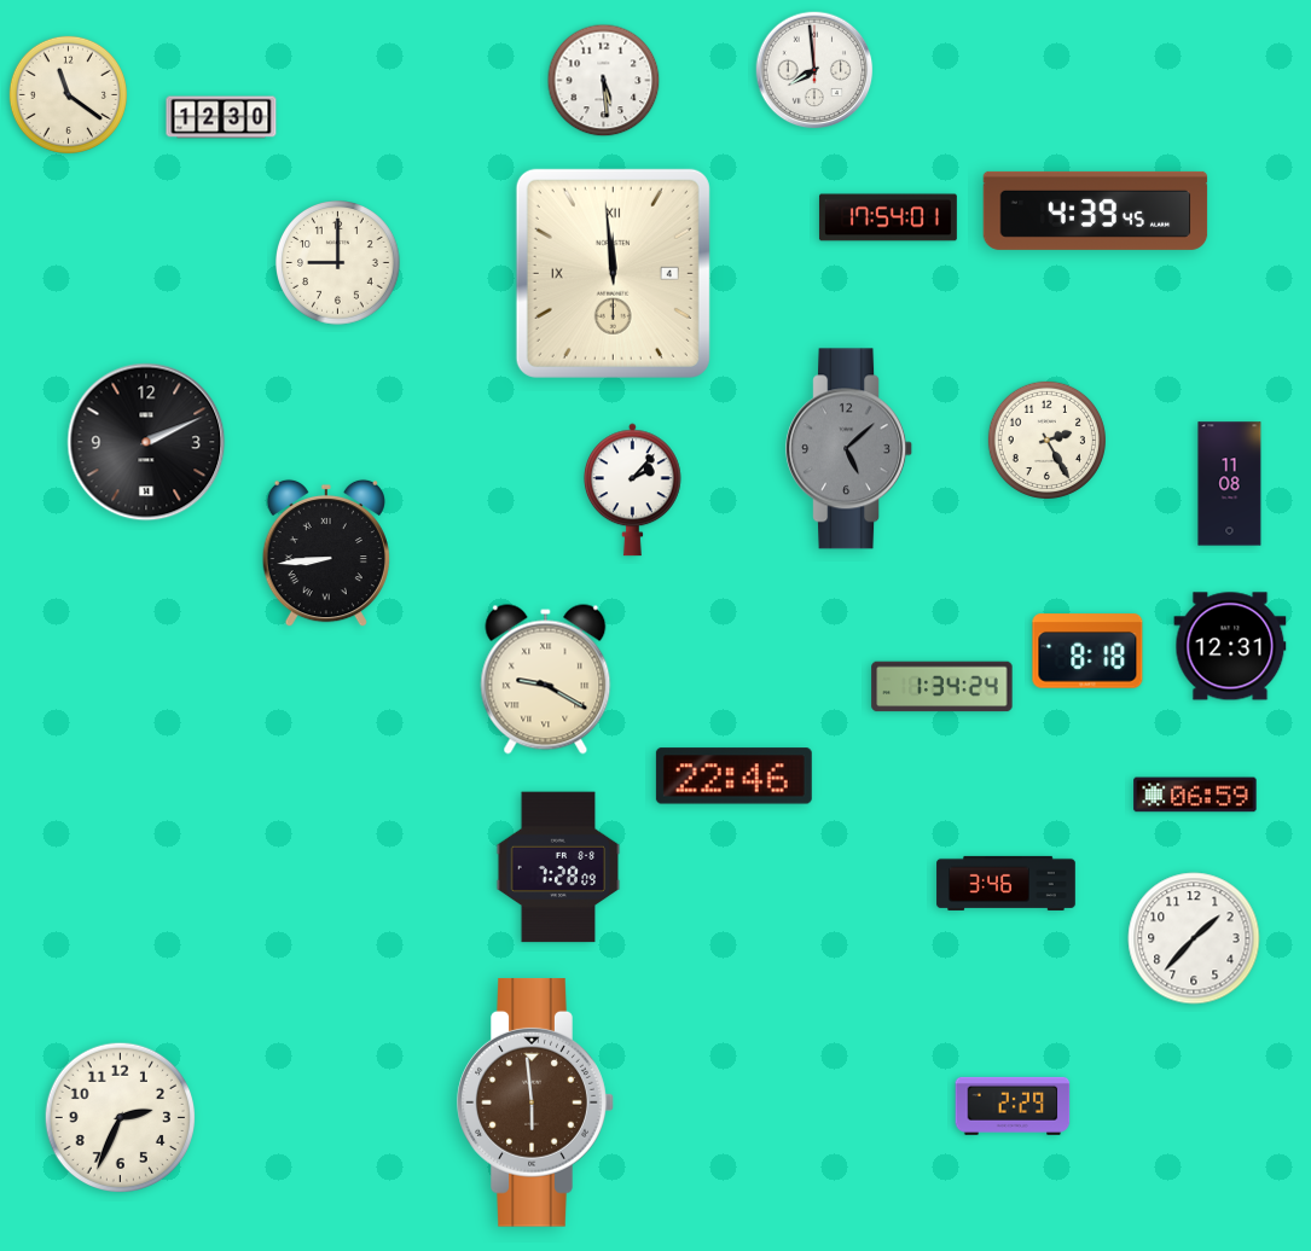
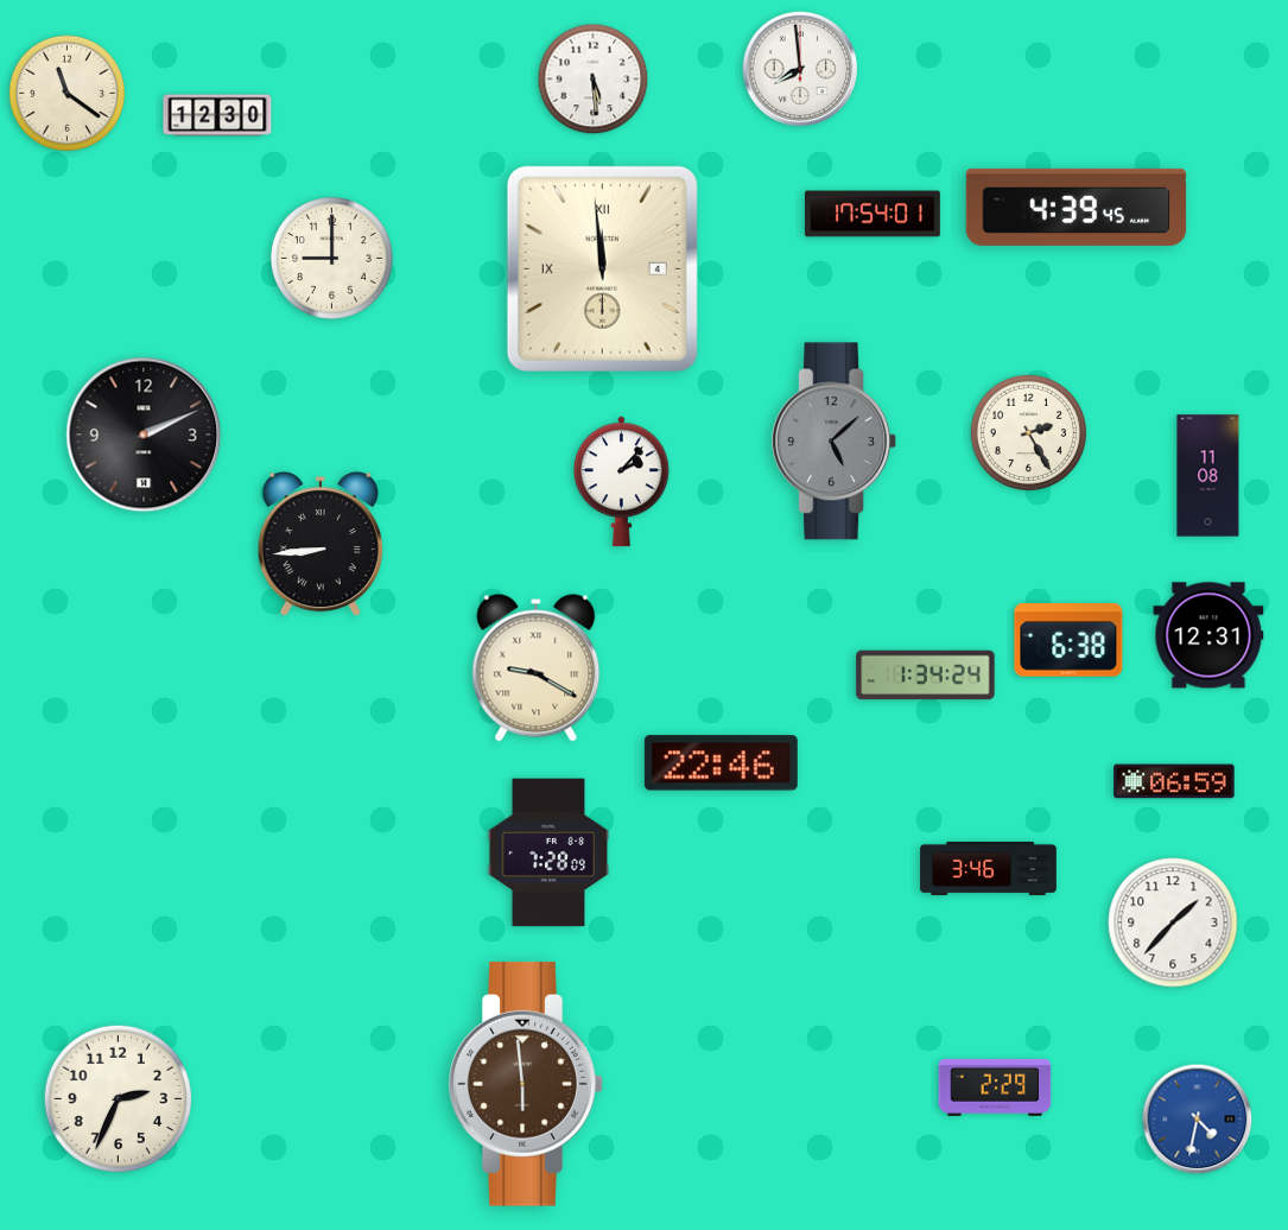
clock at (1087, 651): 8:18 -> 6:38
clock at (1198, 1120): none -> 4:32
